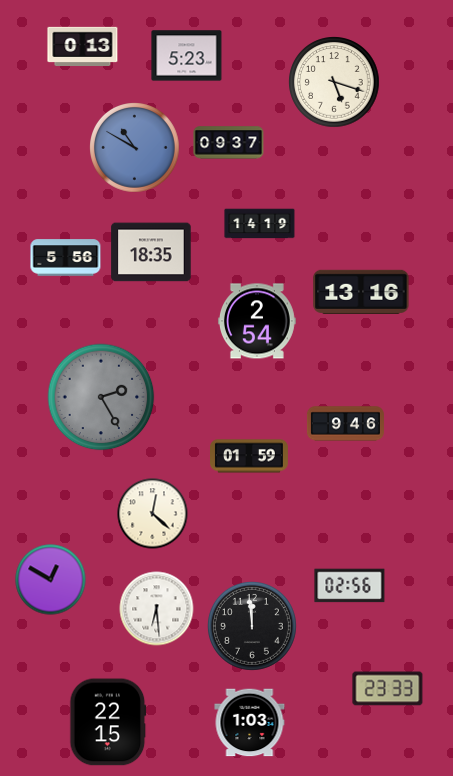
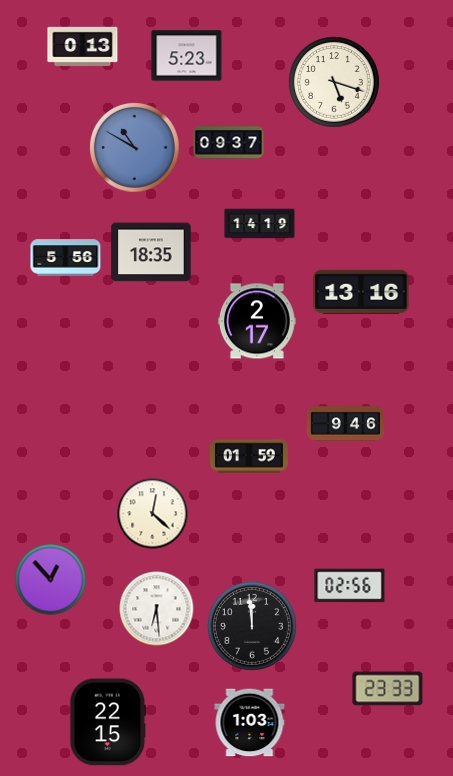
clock at (257, 321): 2:54 -> 2:17
clock at (101, 397): 2:25 -> none
clock at (51, 580): 12:50 -> 12:53
